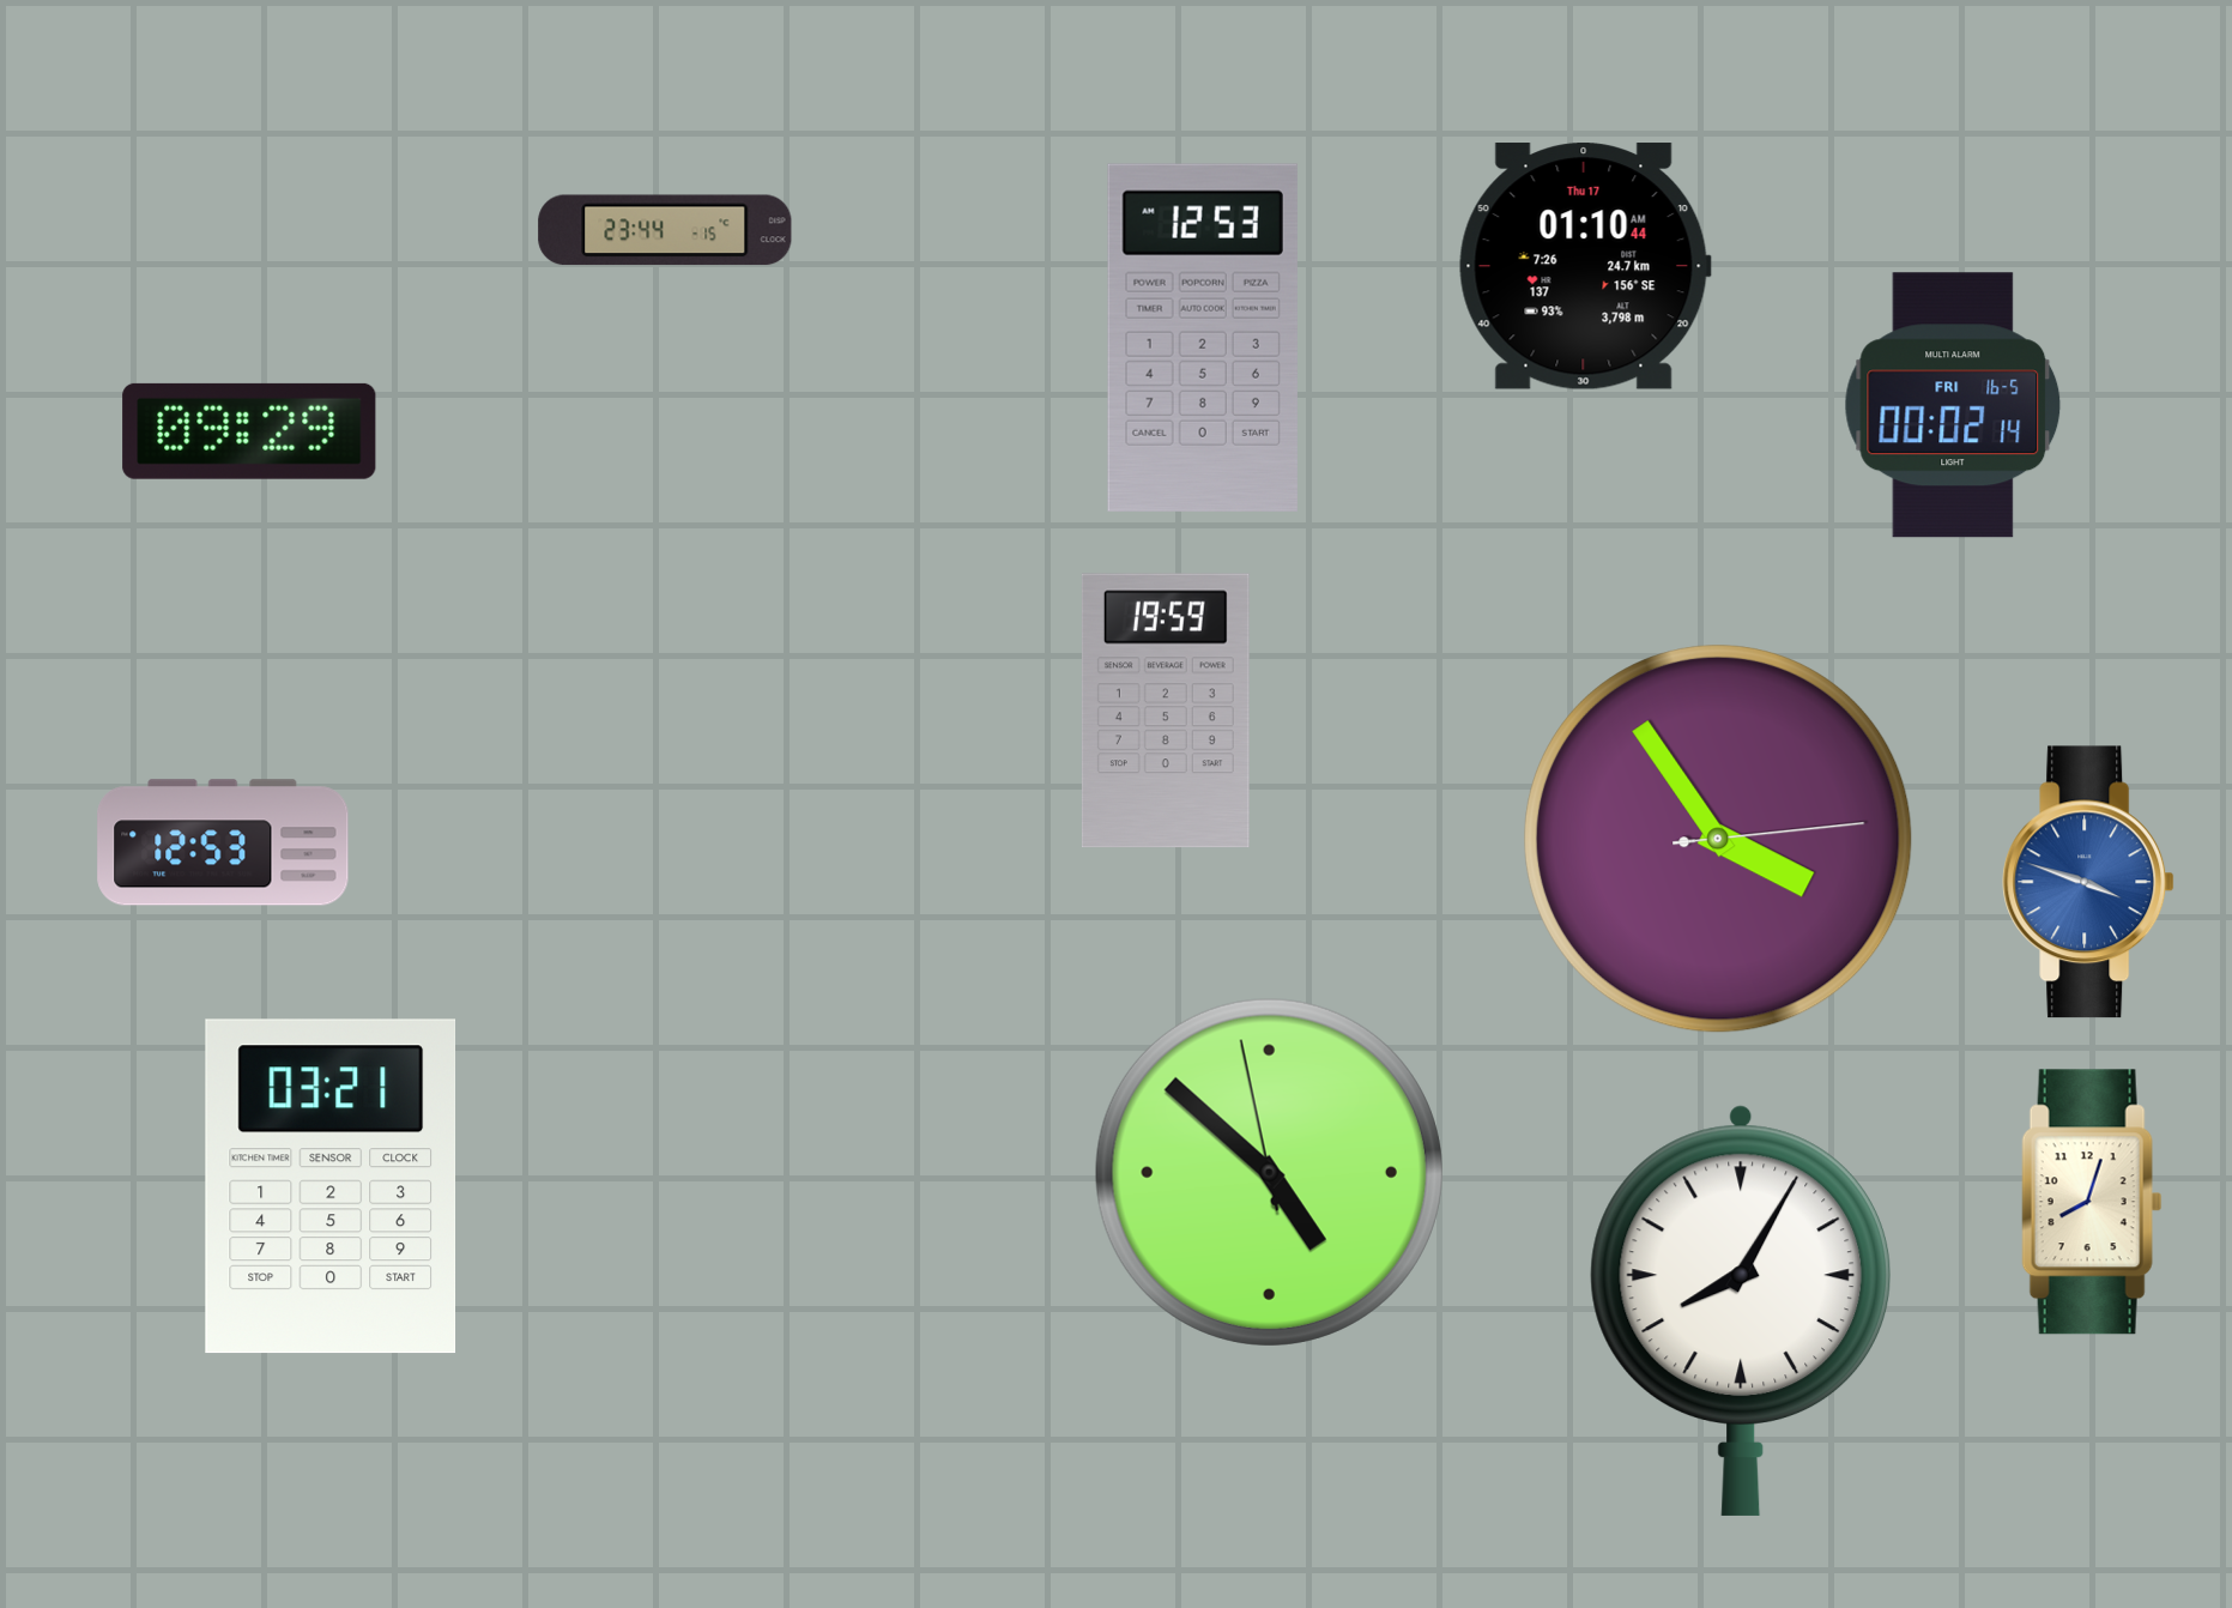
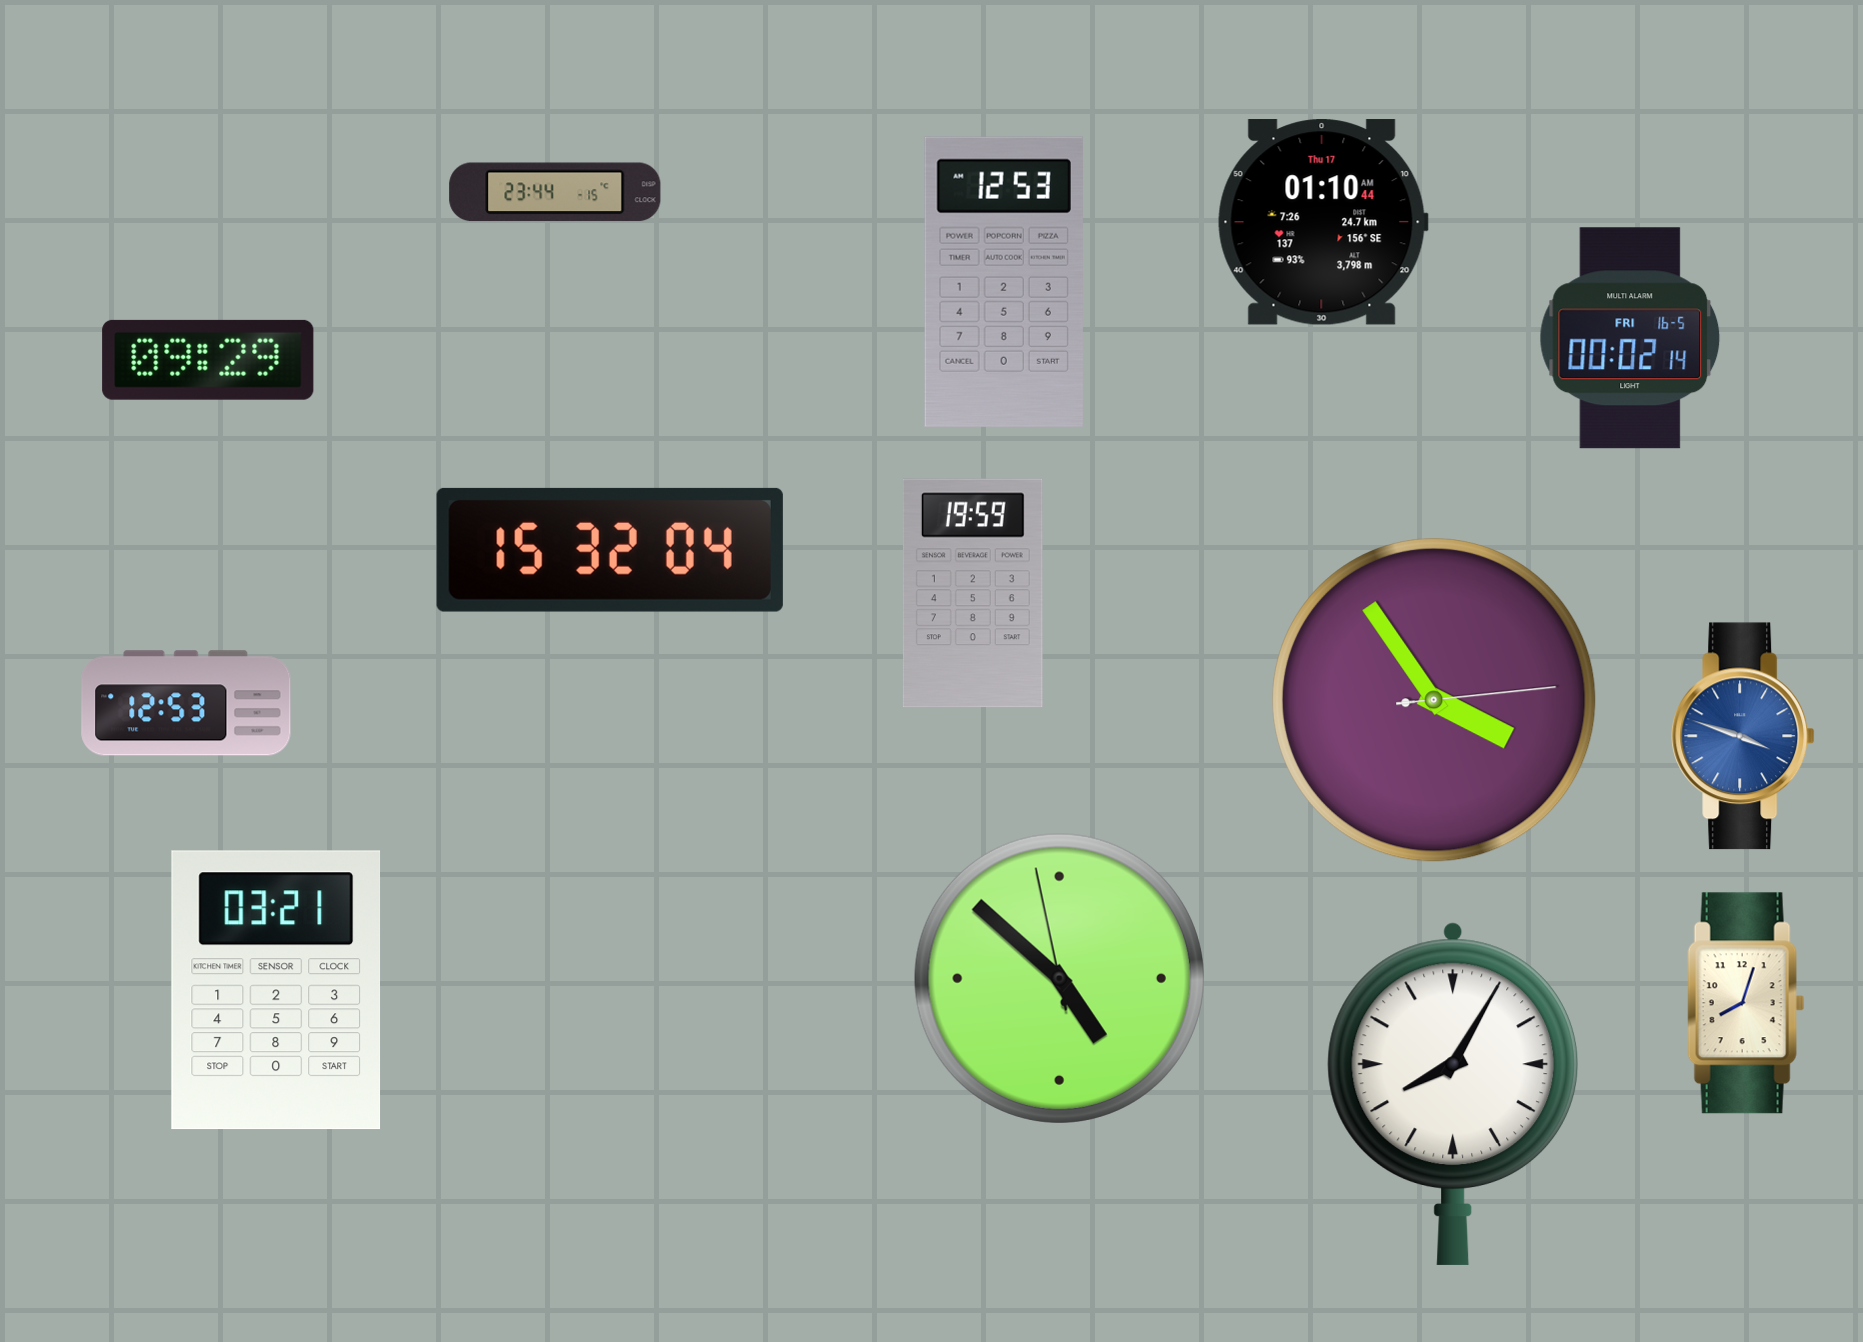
clock at (610, 550): none -> 15:32
